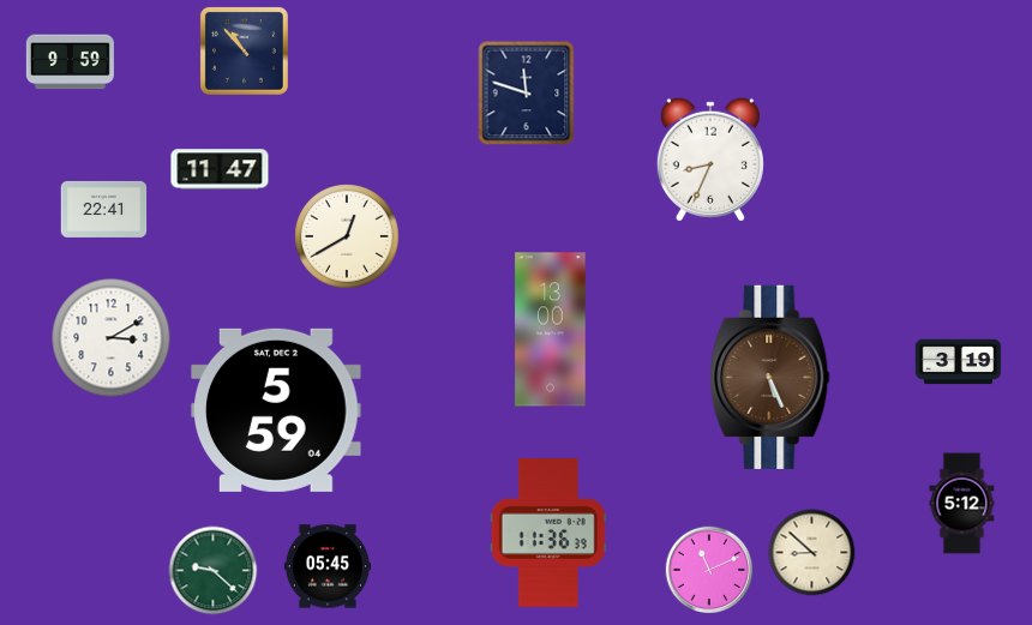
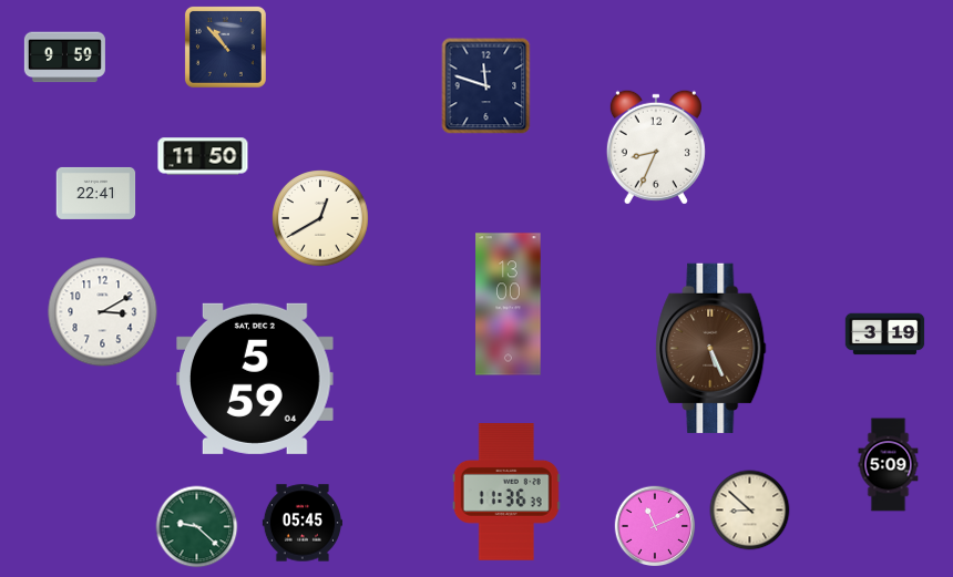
clock at (220, 169): 11:47 -> 11:50
clock at (962, 504): 5:12 -> 5:09
